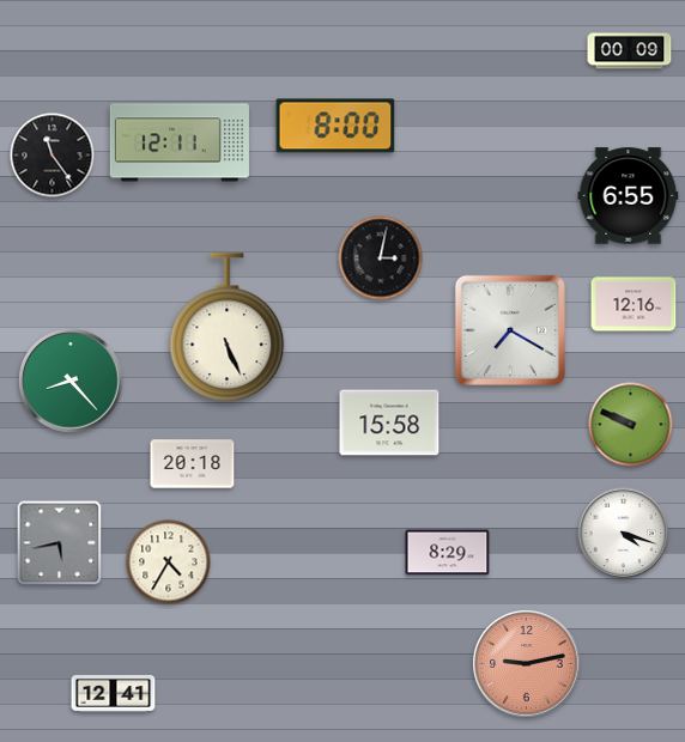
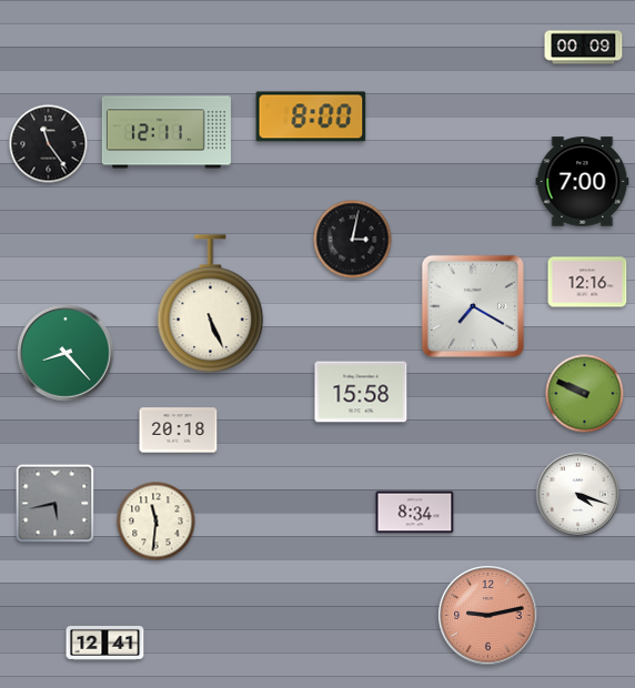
clock at (629, 196): 6:55 -> 7:00
clock at (448, 553): 8:29 -> 8:34
clock at (169, 562): 4:35 -> 11:31
